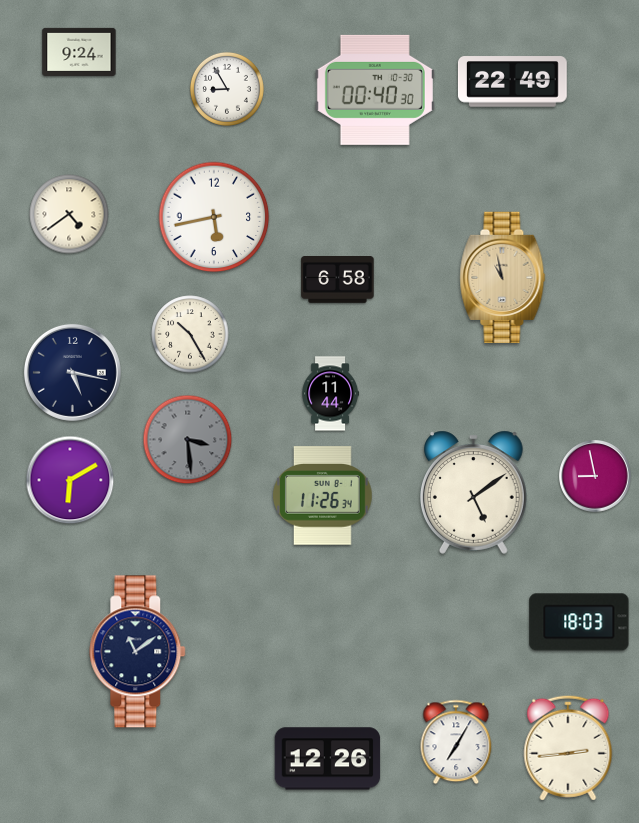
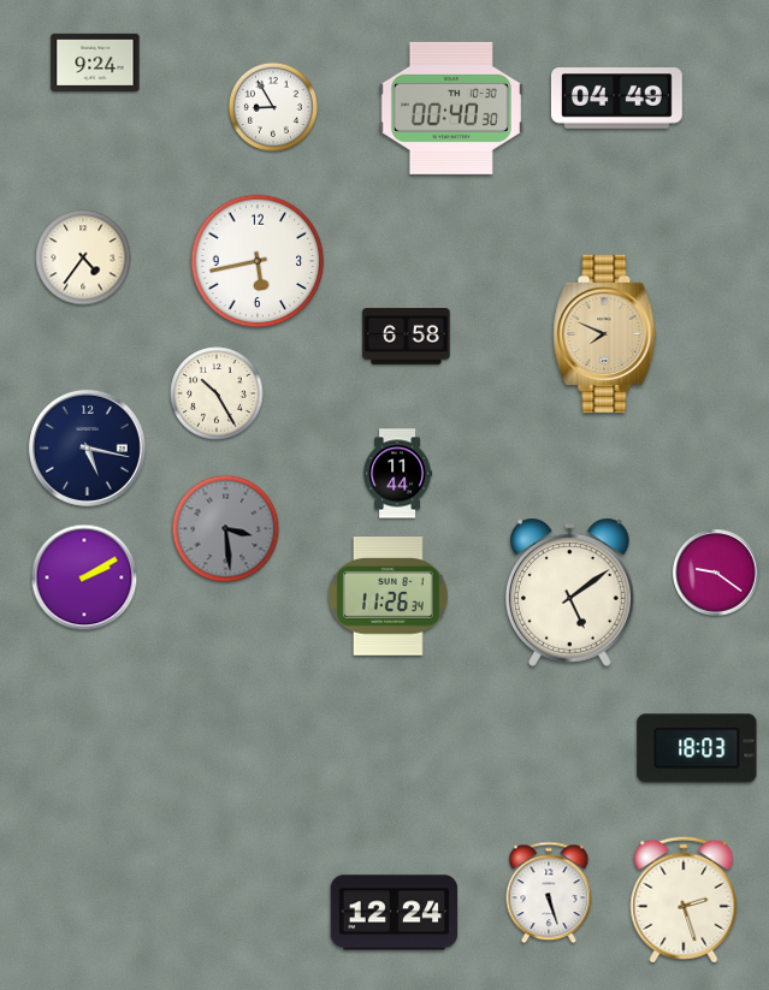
clock at (512, 82): 22:49 -> 04:49
clock at (69, 214): 4:39 -> 4:36
clock at (503, 277): 10:58 -> 7:49
clock at (190, 334) position: (190, 334) -> (217, 393)
clock at (595, 476): 8:58 -> 9:21
clock at (70, 480): 6:10 -> 2:10
clock at (138, 652): 11:09 -> none
clock at (456, 742): 7:05 -> 5:27
clock at (568, 748): 2:44 -> 2:27
clock at (328, 759): 12:26 -> 12:24
